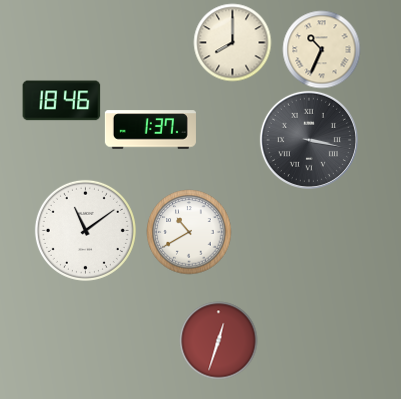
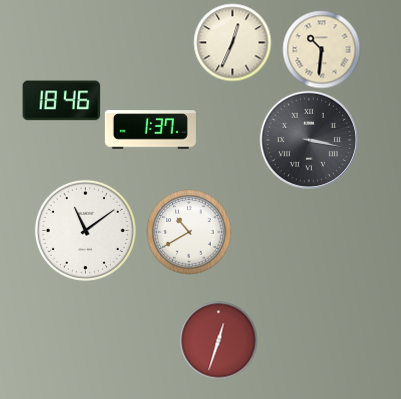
clock at (232, 42): 8:00 -> 12:34
clock at (321, 49): 10:34 -> 10:31
